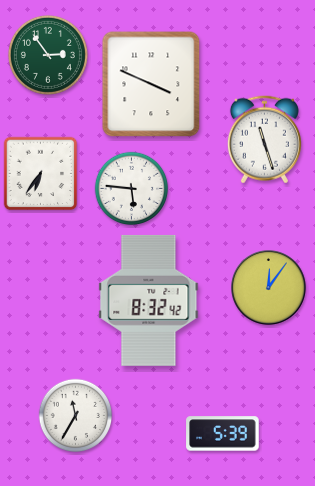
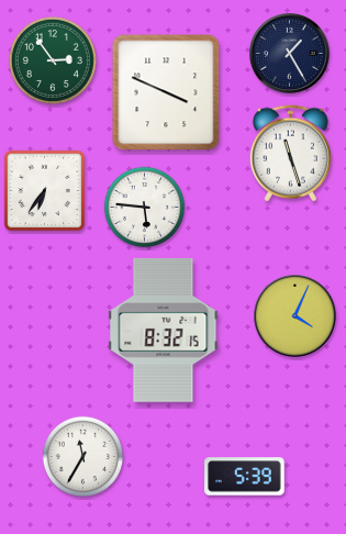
clock at (290, 54): none -> 1:25
clock at (269, 288): 12:06 -> 4:04
clock at (149, 300): 8:32:42 -> 8:32:15
